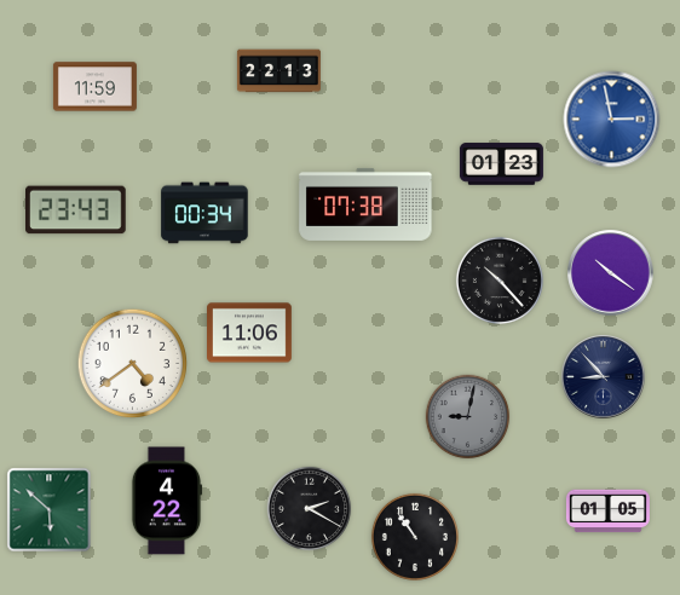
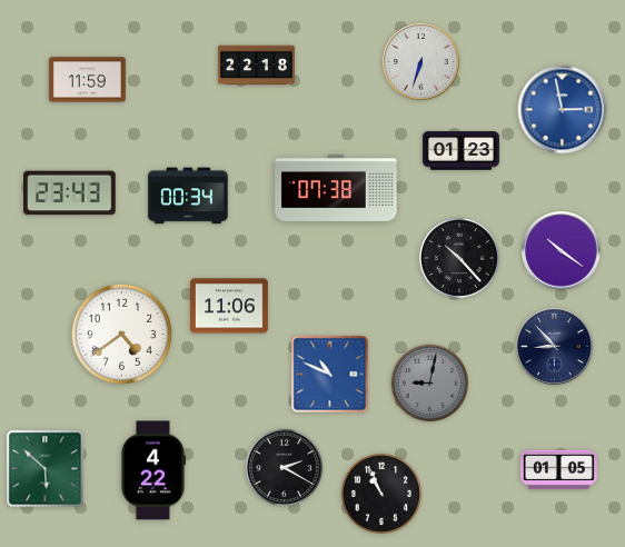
clock at (421, 62): none -> 6:33
clock at (278, 71): 22:13 -> 22:18
clock at (330, 375): none -> 10:49
clock at (167, 501) position: (167, 501) -> (153, 470)
clock at (415, 537): 10:54 -> 10:56
